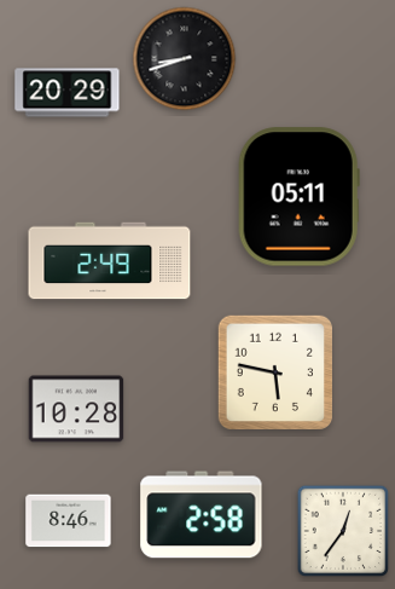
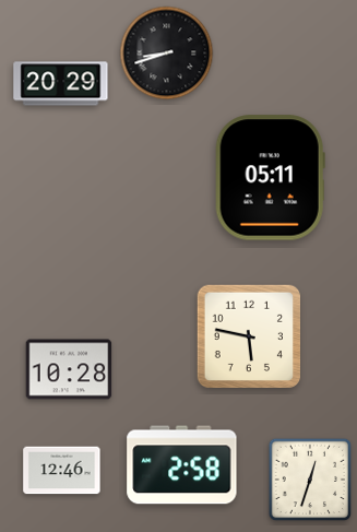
clock at (110, 261): 2:49 -> none
clock at (69, 521): 8:46 -> 12:46
clock at (343, 531): 12:36 -> 12:33
